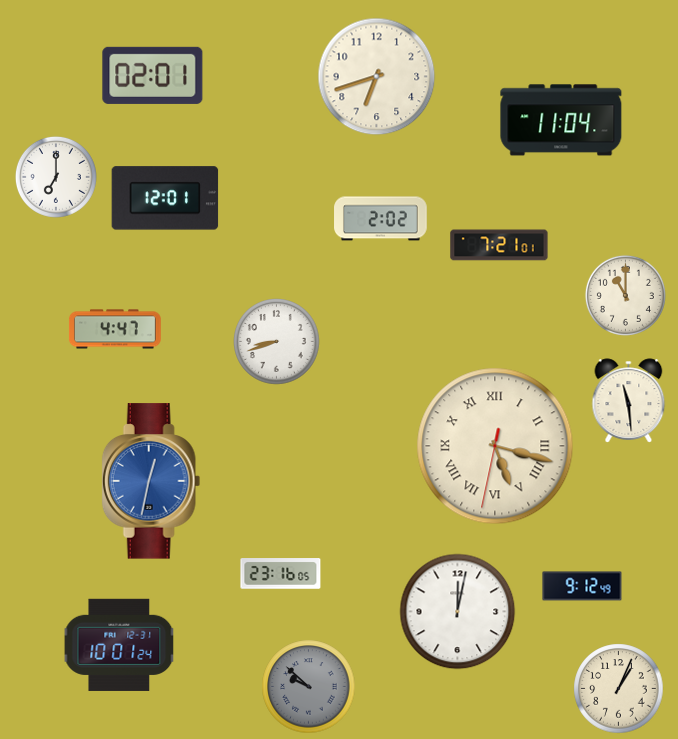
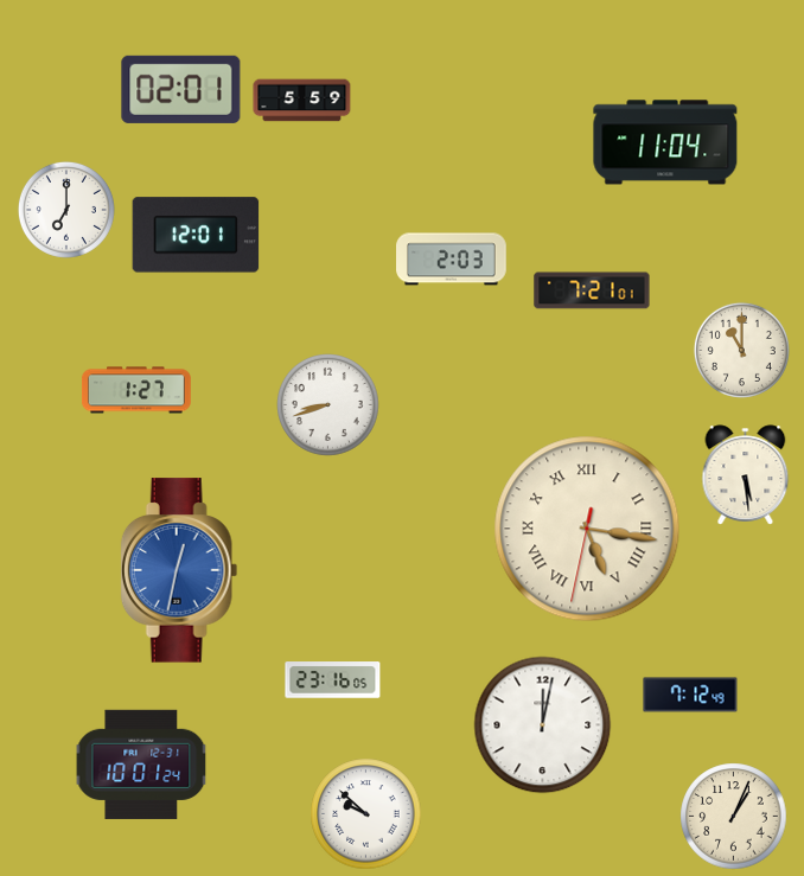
clock at (377, 77): 6:42 -> none
clock at (302, 101): none -> 5:59
clock at (381, 219): 2:02 -> 2:03
clock at (115, 329): 4:47 -> 1:27
clock at (629, 401): 11:29 -> 5:29
clock at (495, 446): 5:17 -> 5:16
clock at (582, 586): 9:12 -> 7:12
clock at (309, 687) dial: grey -> white
